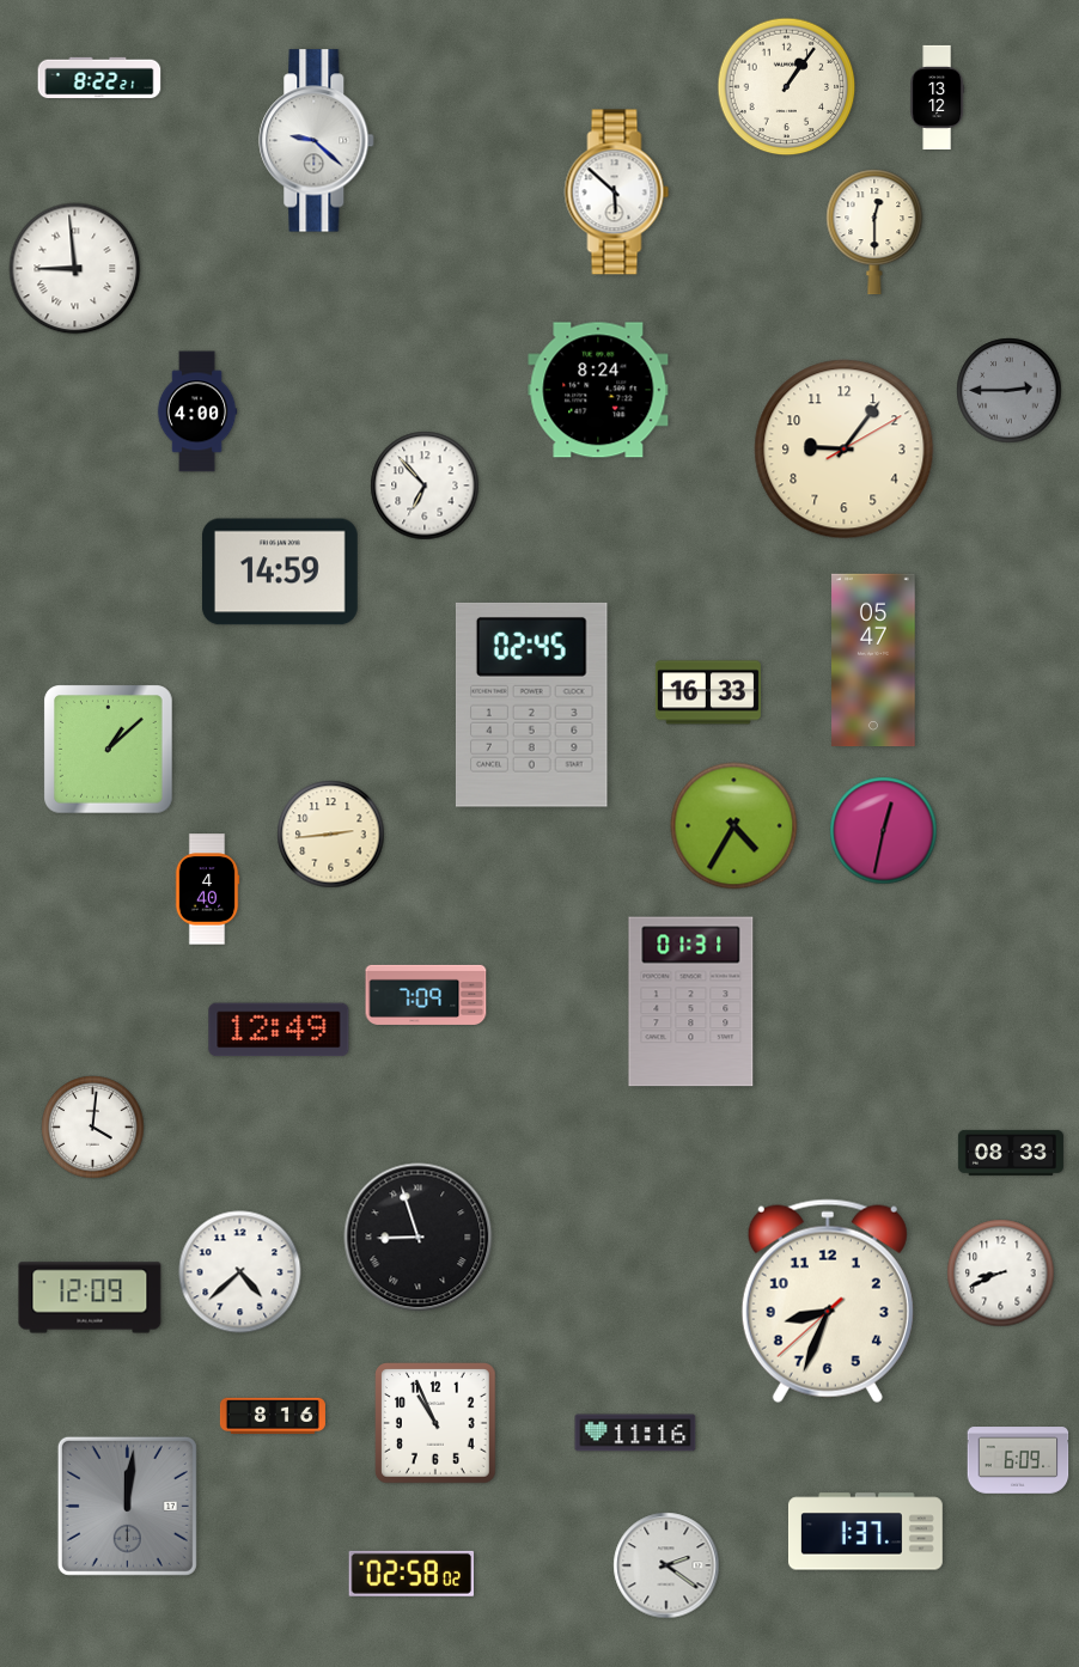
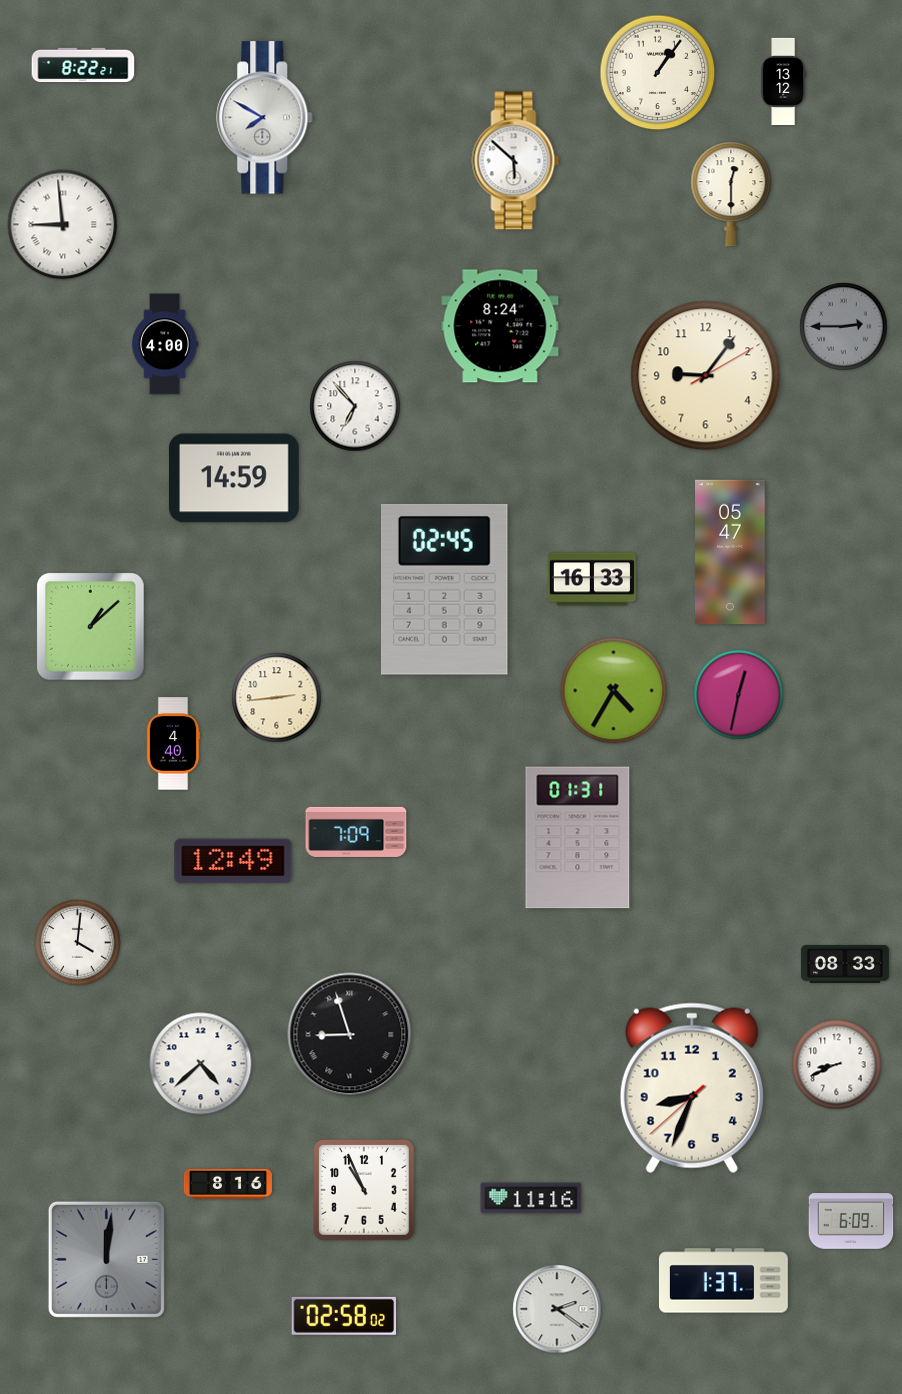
clock at (317, 141): 9:22 -> 7:50
clock at (90, 1297): 12:09 -> none
